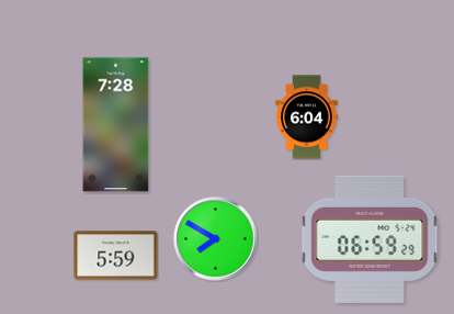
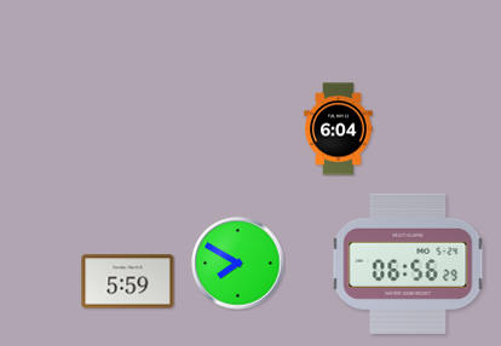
clock at (116, 125): 7:28 -> none
clock at (370, 239): 06:59 -> 06:56
